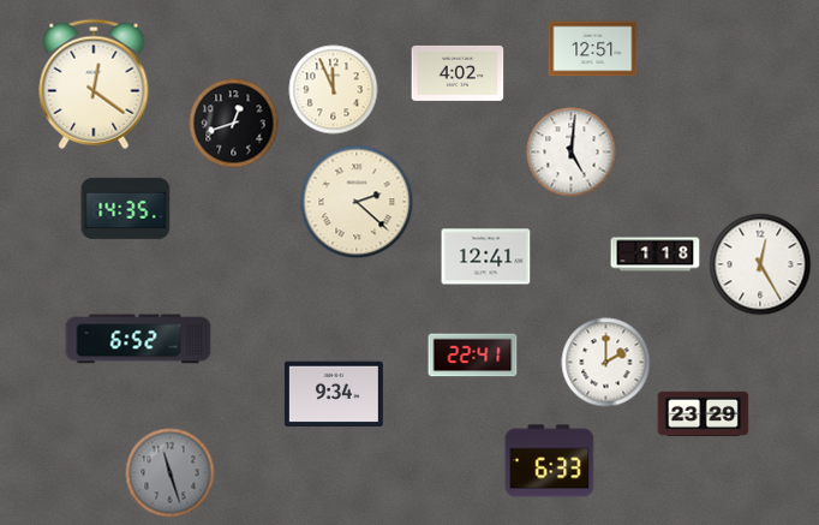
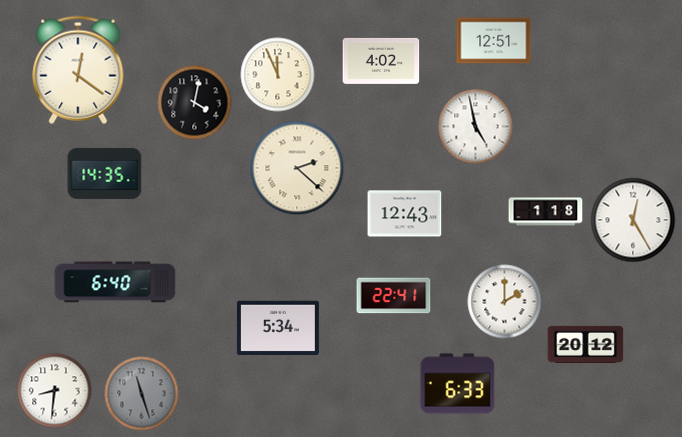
clock at (234, 124): 12:42 -> 4:02
clock at (572, 153): 5:01 -> 4:58
clock at (486, 257): 12:41 -> 12:43
clock at (138, 339): 6:52 -> 6:40
clock at (334, 394): 9:34 -> 5:34
clock at (704, 414): 23:29 -> 20:12
clock at (55, 391): none -> 8:31
